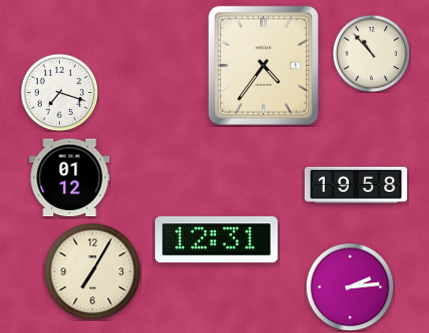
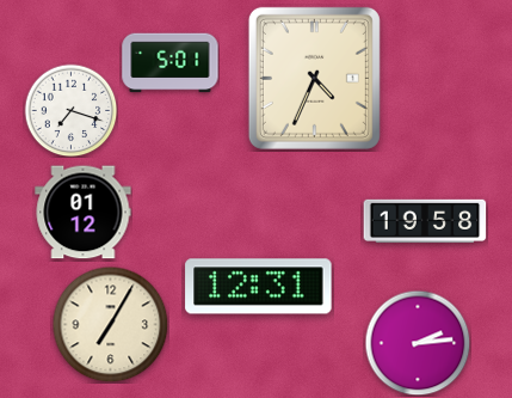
clock at (171, 63): none -> 5:01
clock at (371, 53): 10:53 -> none
clock at (263, 65): 4:36 -> 4:34
